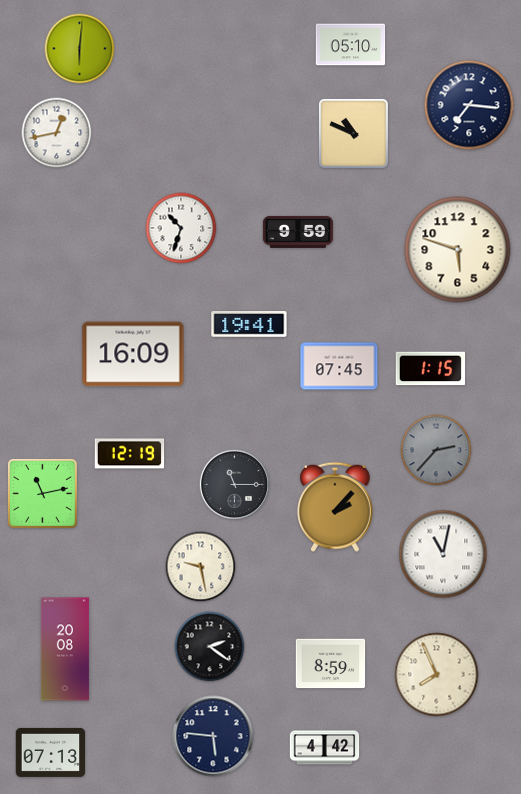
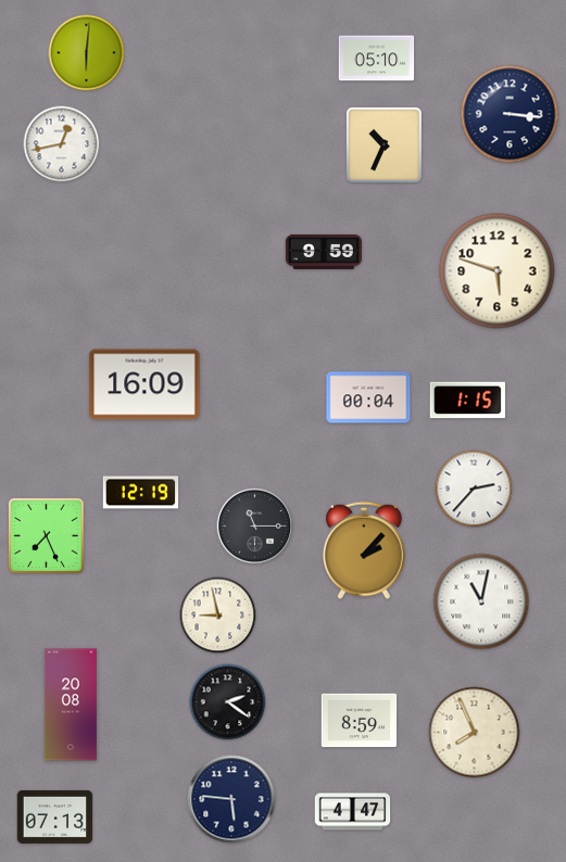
clock at (351, 45) position: (351, 45) -> (377, 59)
clock at (469, 105): 7:16 -> 3:16
clock at (353, 133): 10:49 -> 10:34
clock at (181, 228): 10:33 -> none
clock at (249, 325): 19:41 -> none
clock at (339, 366): 07:45 -> 00:04
clock at (436, 450) dial: grey -> white
clock at (42, 493): 11:13 -> 7:26
clock at (201, 567): 9:28 -> 8:58
clock at (325, 748): 4:42 -> 4:47
